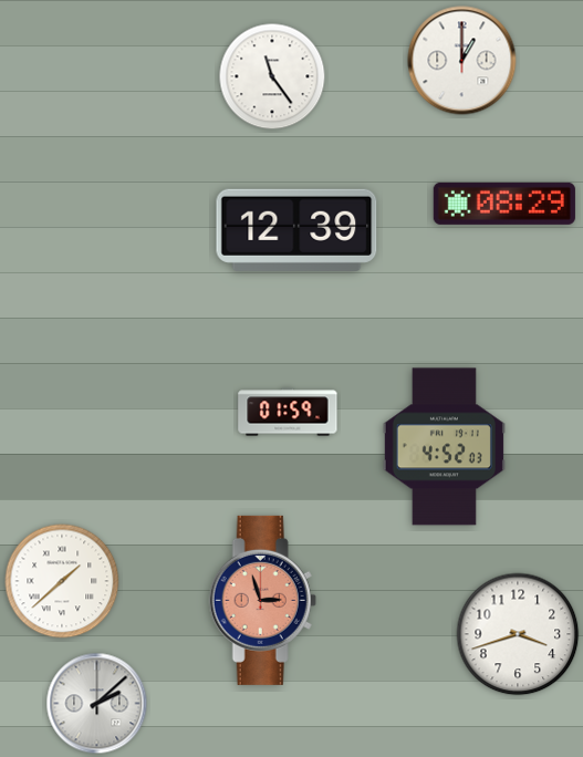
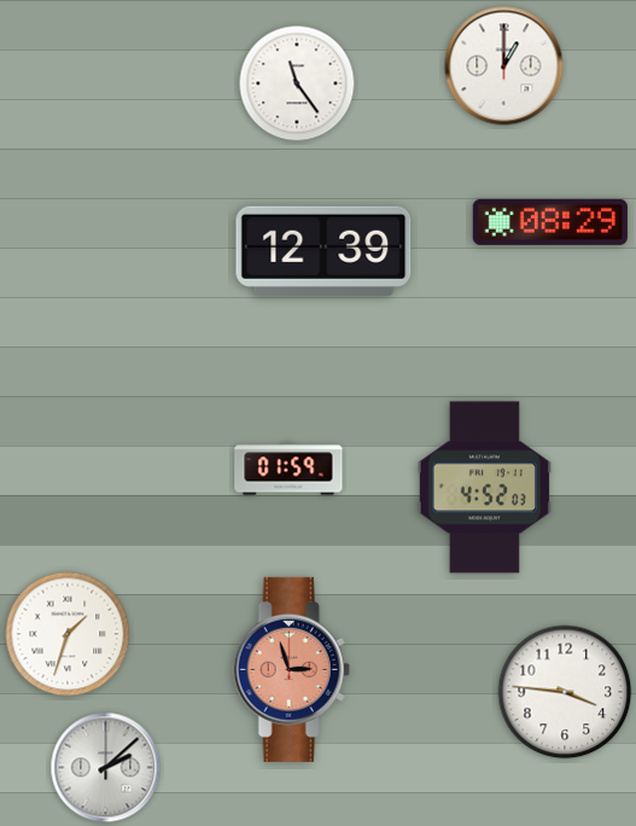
clock at (288, 412) position: (288, 412) -> (288, 469)
clock at (62, 581): 1:38 -> 1:33
clock at (262, 600) position: (262, 600) -> (291, 669)
clock at (518, 634): 3:42 -> 3:46
